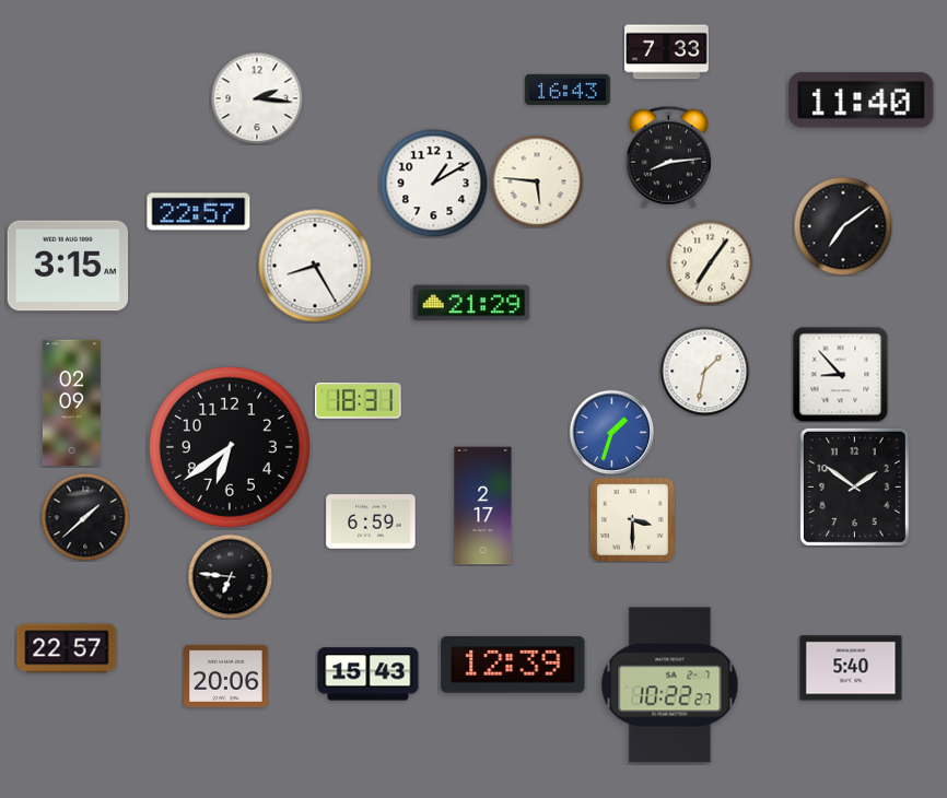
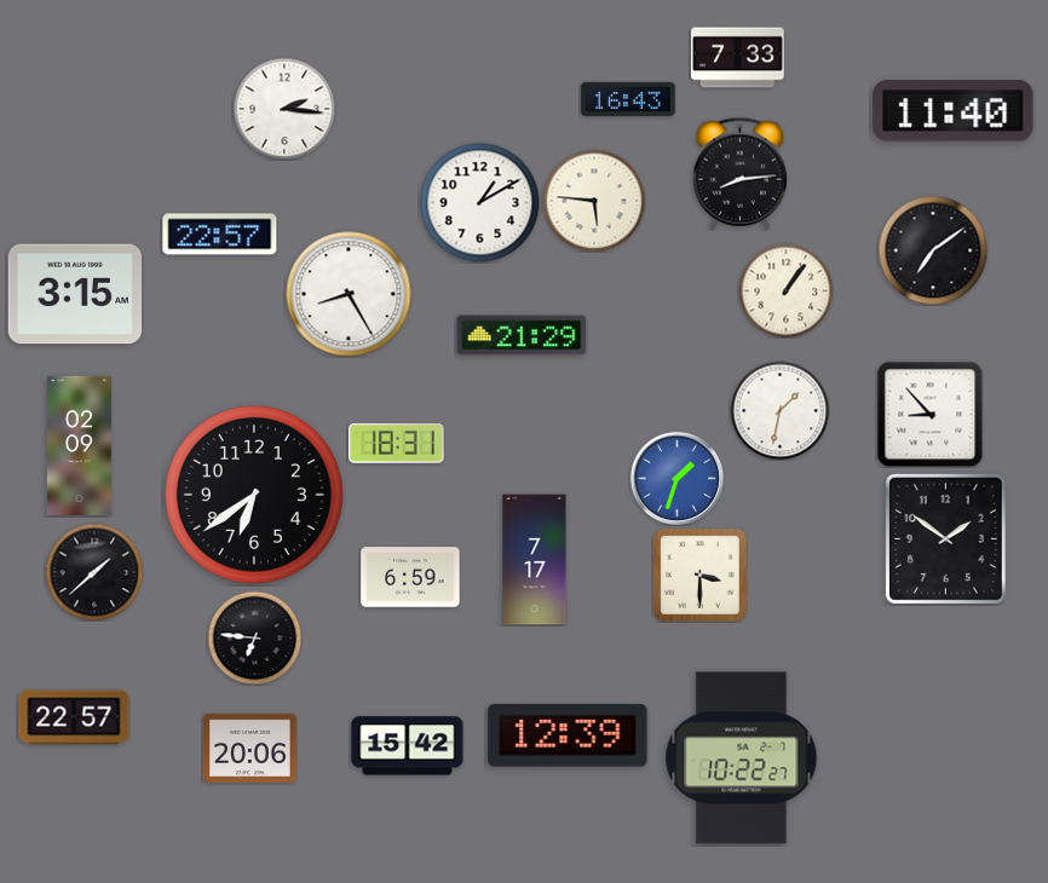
clock at (710, 262): 7:06 -> 1:06
clock at (483, 506): 2:17 -> 7:17
clock at (851, 668): 5:40 -> none
clock at (369, 674): 15:43 -> 15:42
